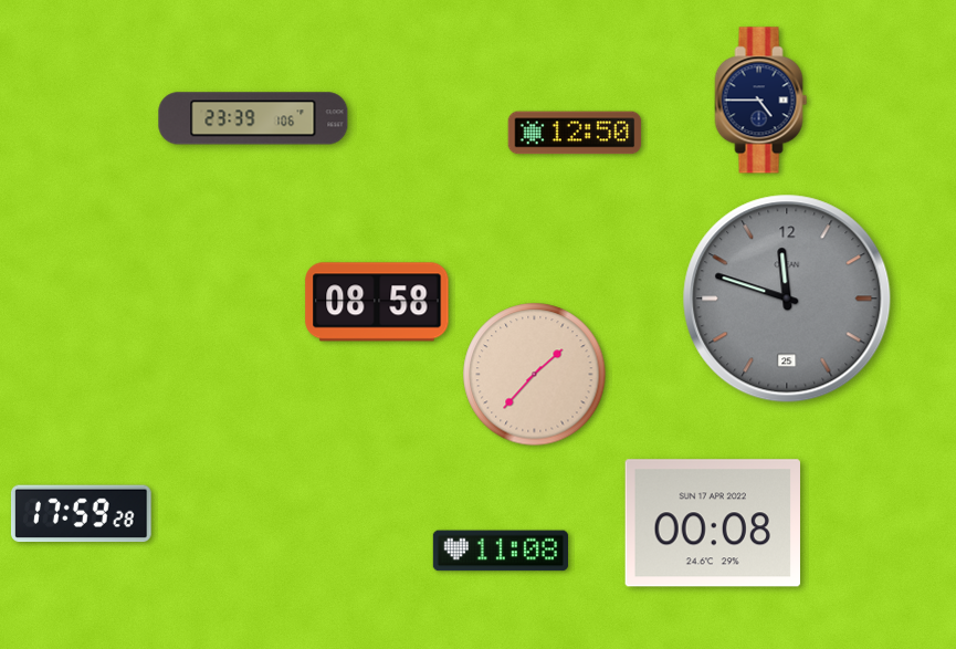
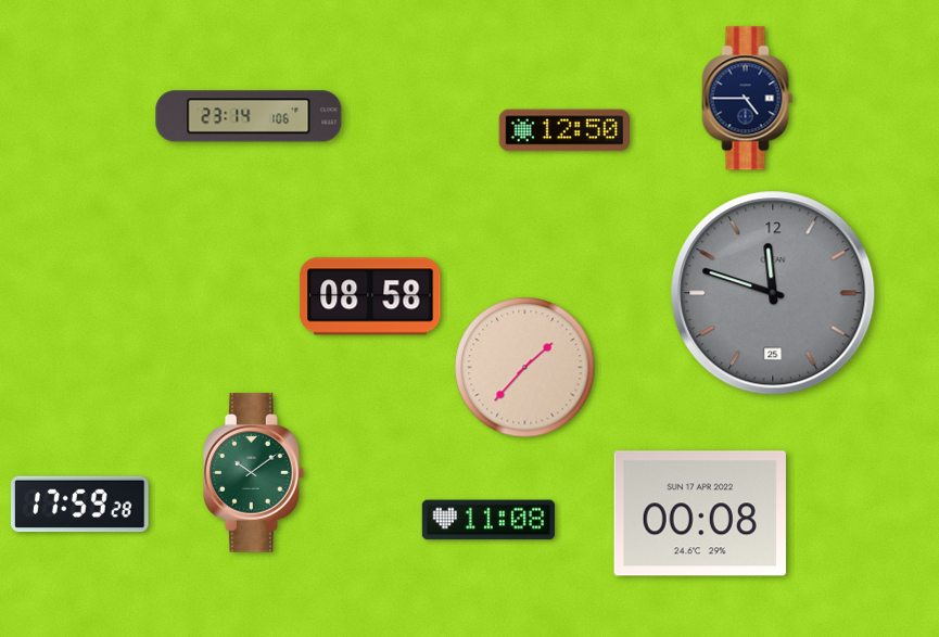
clock at (253, 118): 23:39 -> 23:14
clock at (253, 473): none -> 10:09
clock at (501, 551) position: (501, 551) -> (488, 520)
